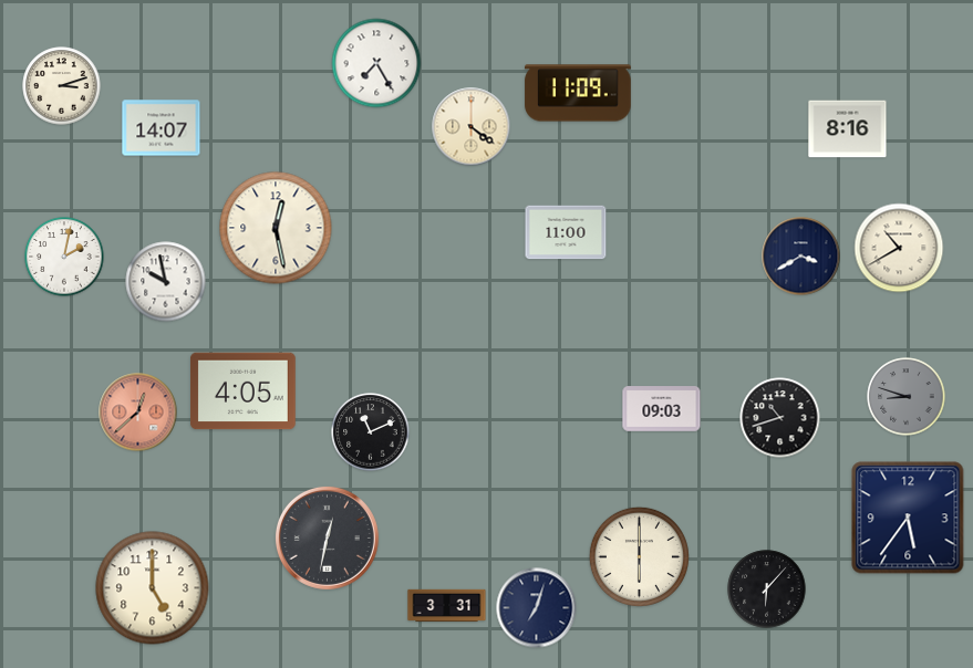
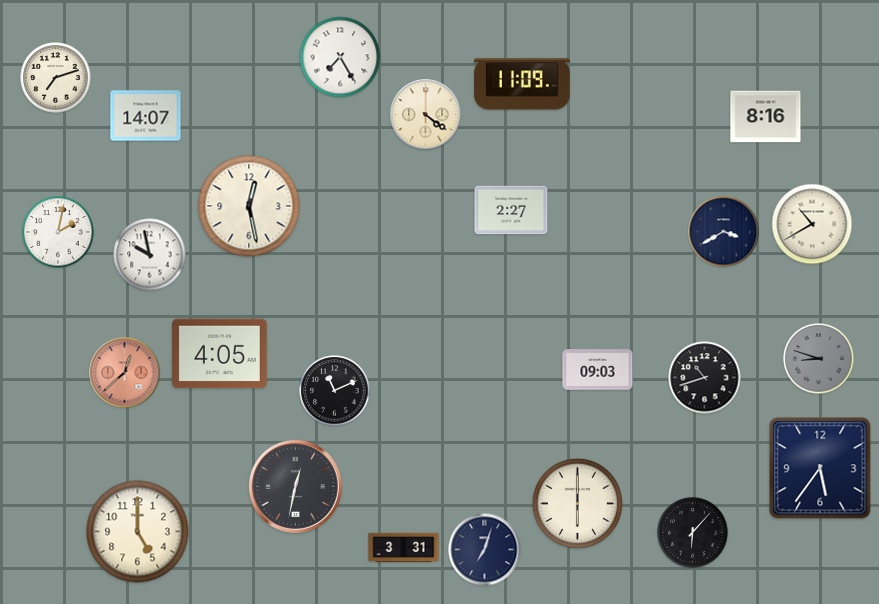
clock at (62, 86): 3:12 -> 7:12
clock at (566, 232): 11:00 -> 2:27
